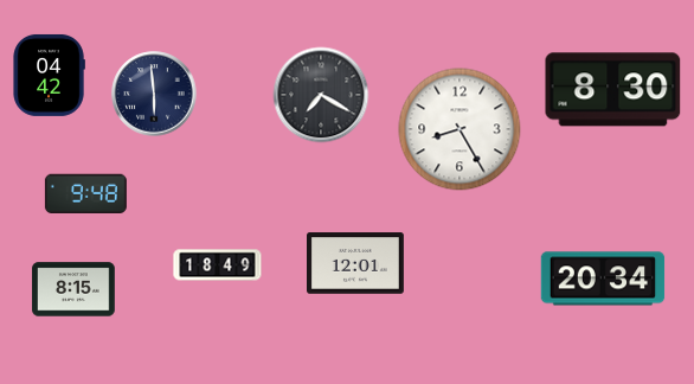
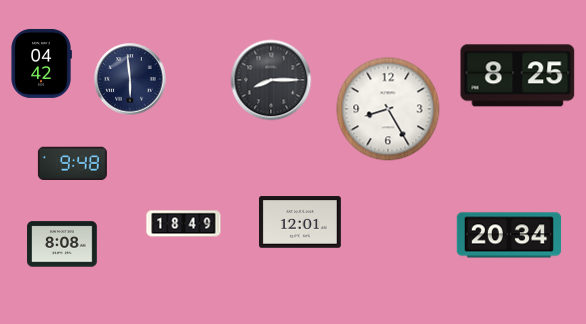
clock at (613, 90): 8:30 -> 8:25
clock at (321, 95): 7:20 -> 8:15
clock at (73, 289): 8:15 -> 8:08
